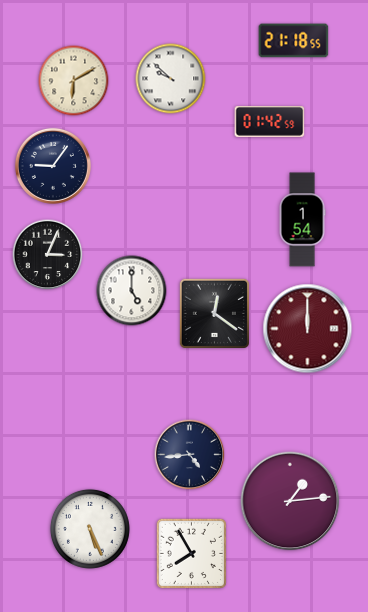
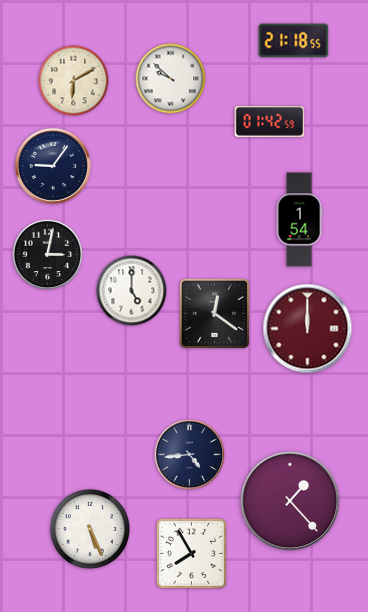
clock at (302, 220) position: (302, 220) -> (299, 220)
clock at (48, 255): 3:04 -> 3:02
clock at (290, 501): 1:14 -> 1:23
